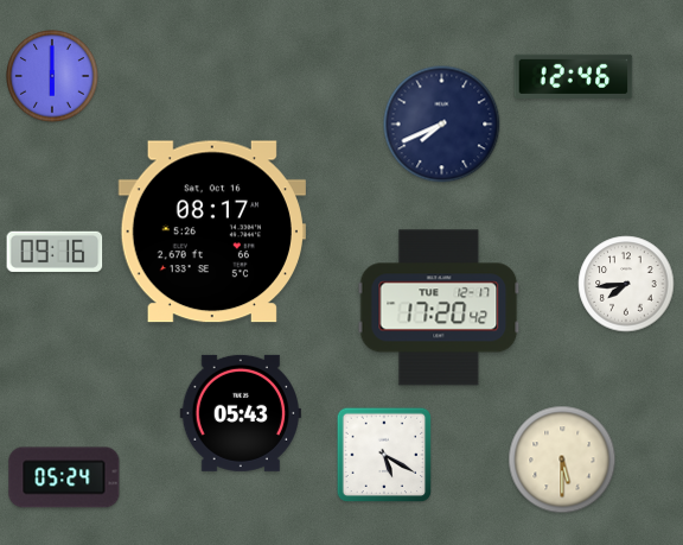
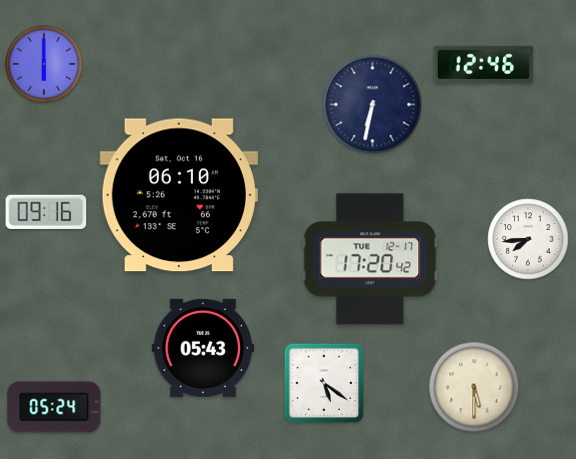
clock at (442, 125): 7:41 -> 6:32
clock at (212, 232): 08:17 -> 06:10
clock at (384, 455): 5:20 -> 5:21
clock at (64, 477) position: (64, 477) -> (54, 407)
